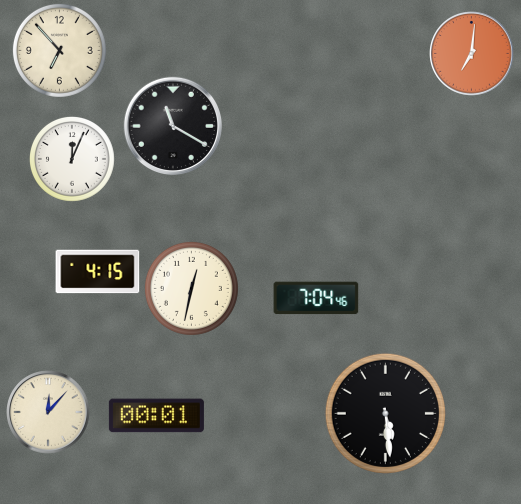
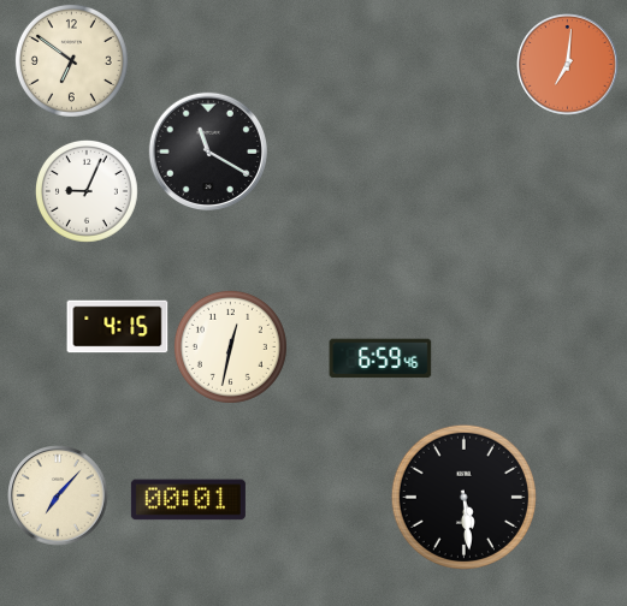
clock at (59, 50): 6:53 -> 6:51
clock at (72, 159): 12:04 -> 9:04
clock at (316, 298): 7:04 -> 6:59
clock at (48, 412): 12:07 -> 7:07
